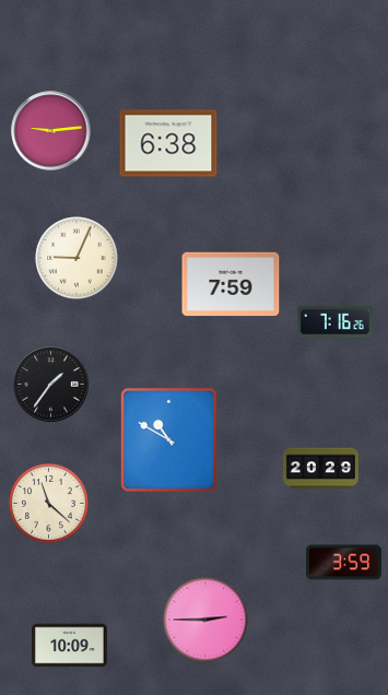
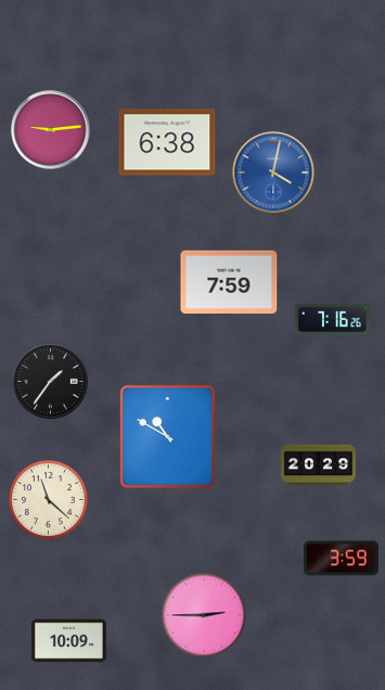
clock at (273, 173): none -> 4:02
clock at (77, 258): 9:04 -> none
